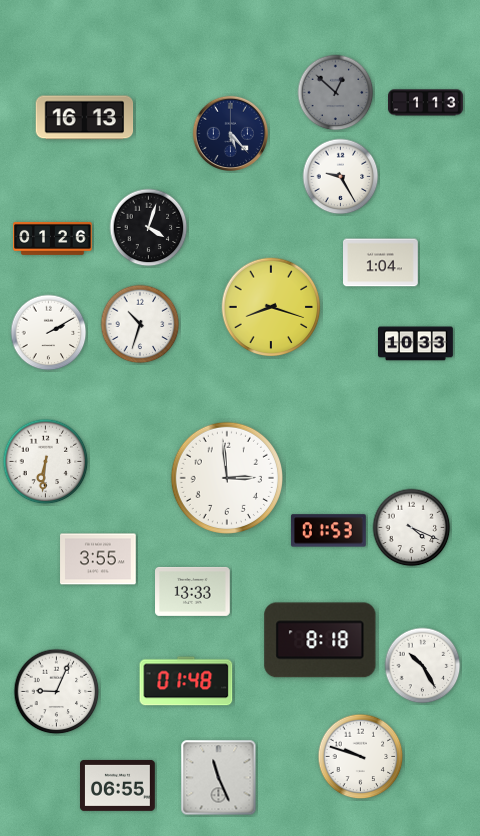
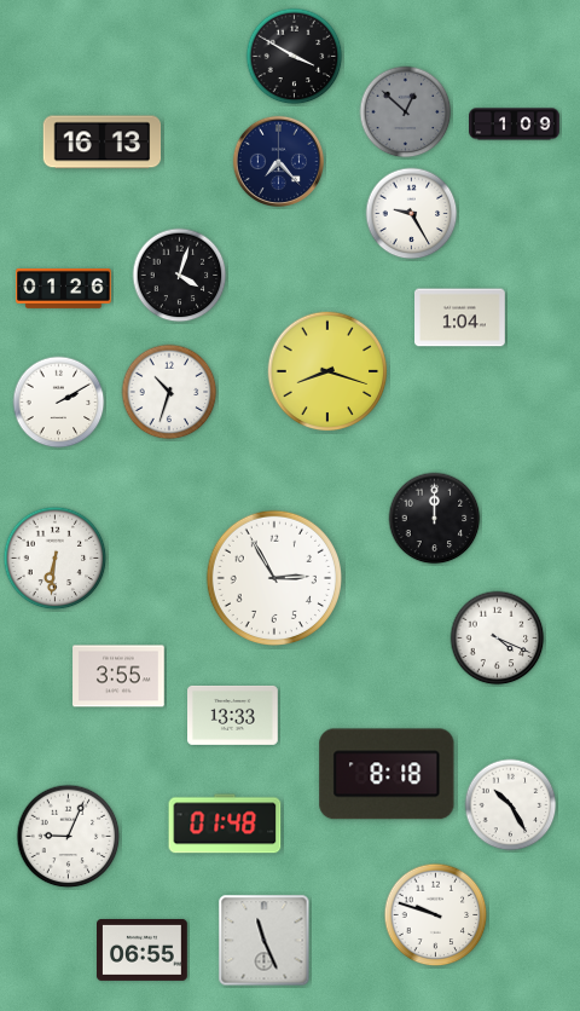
clock at (295, 57): none -> 3:50
clock at (426, 103): 1:13 -> 1:09
clock at (230, 133): 5:23 -> 7:23
clock at (416, 344): 10:33 -> none
clock at (435, 519): none -> 12:00
clock at (226, 477): 2:59 -> 2:55
clock at (328, 531): 01:53 -> none
